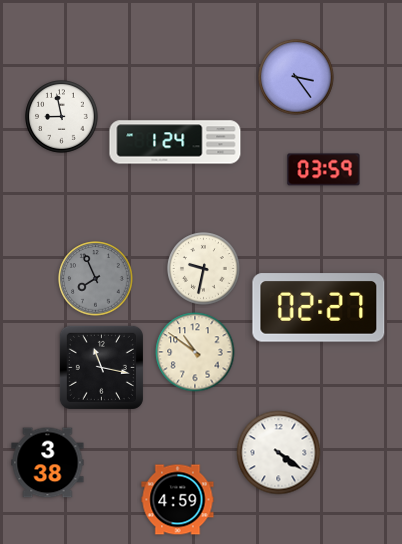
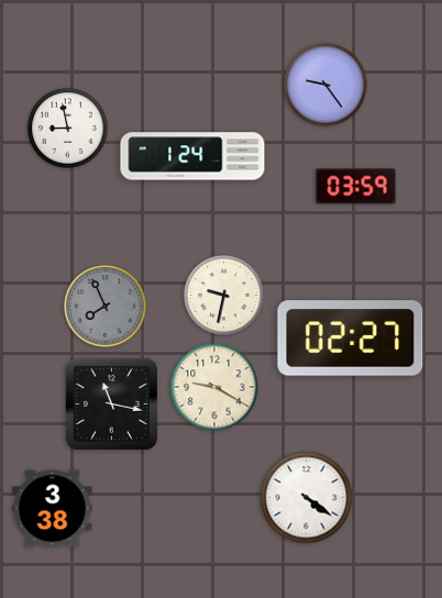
clock at (296, 77): 3:24 -> 9:24
clock at (195, 352): 10:51 -> 9:20
clock at (178, 500): 4:59 -> none
